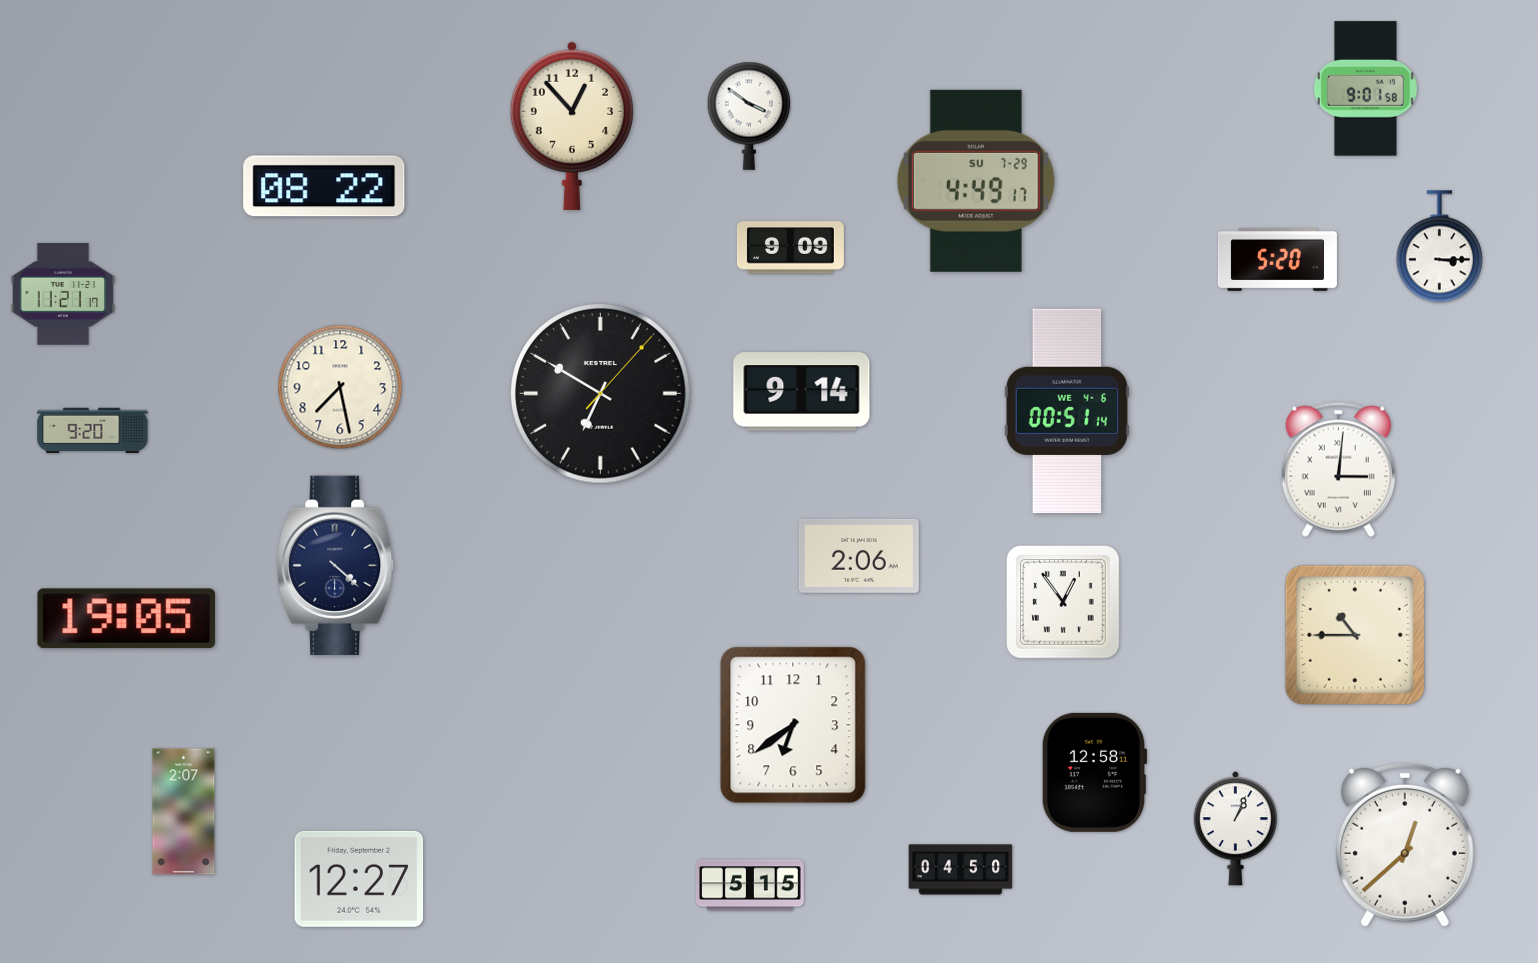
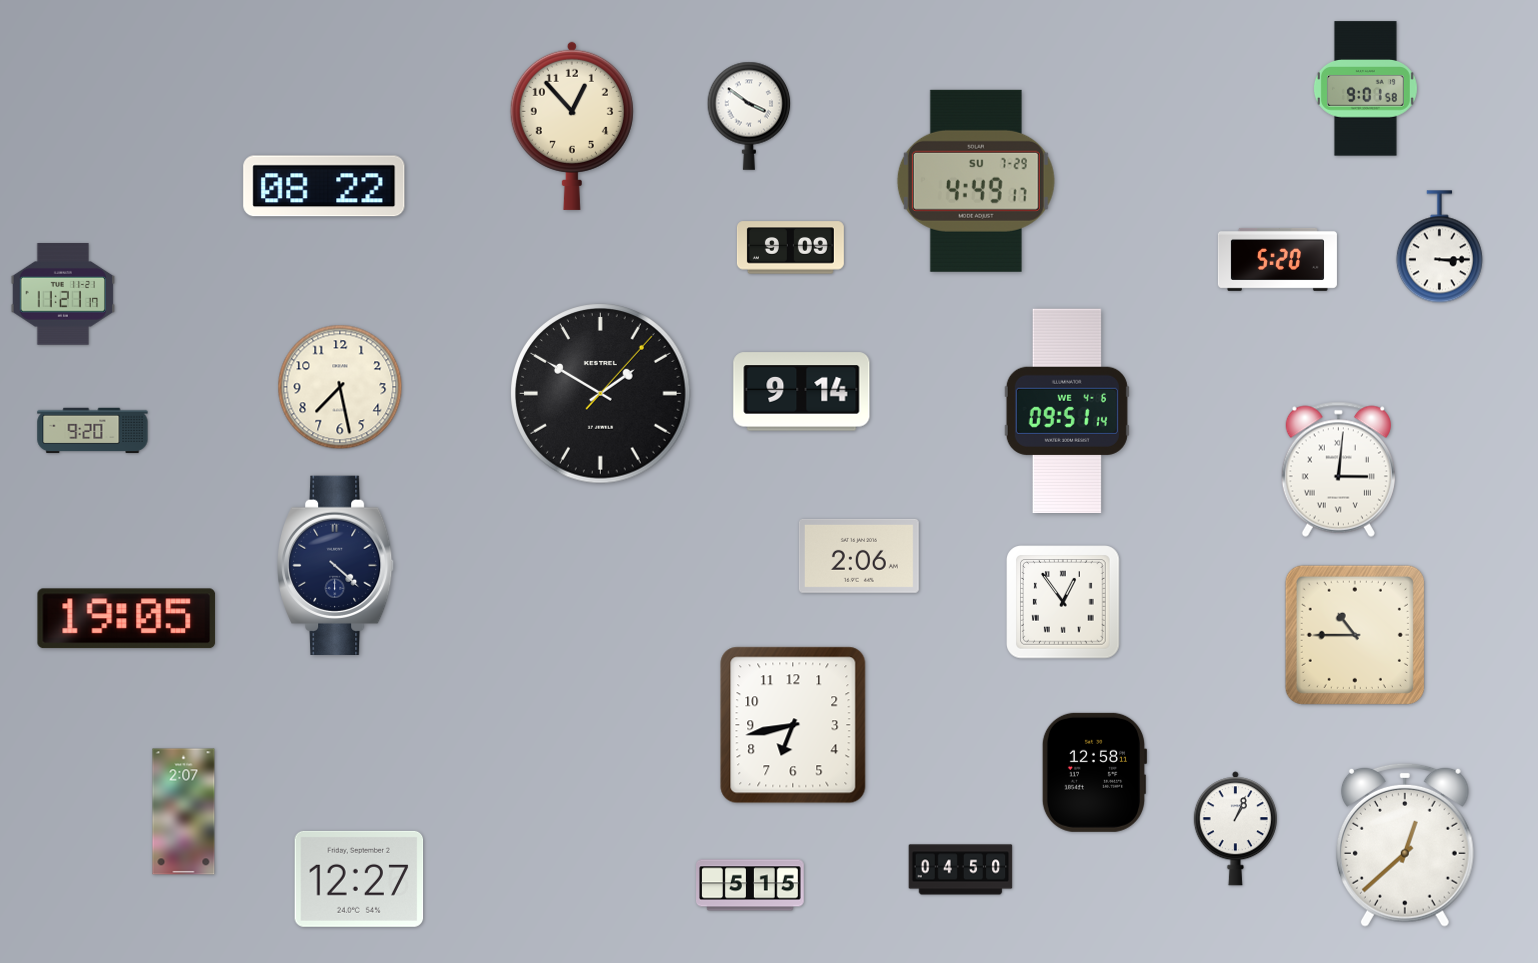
clock at (601, 394): 6:50 -> 1:50
clock at (1067, 410): 00:51 -> 09:51
clock at (793, 725): 6:39 -> 6:43
